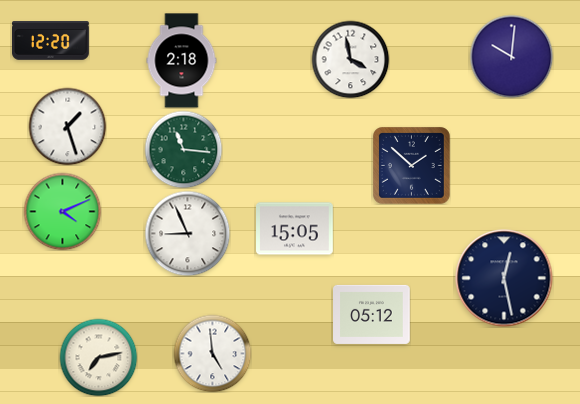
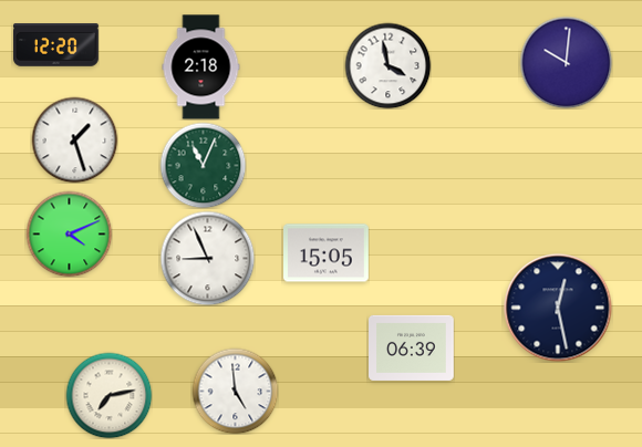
clock at (183, 149): 11:16 -> 11:04
clock at (411, 165): 1:52 -> none
clock at (372, 314): 05:12 -> 06:39
